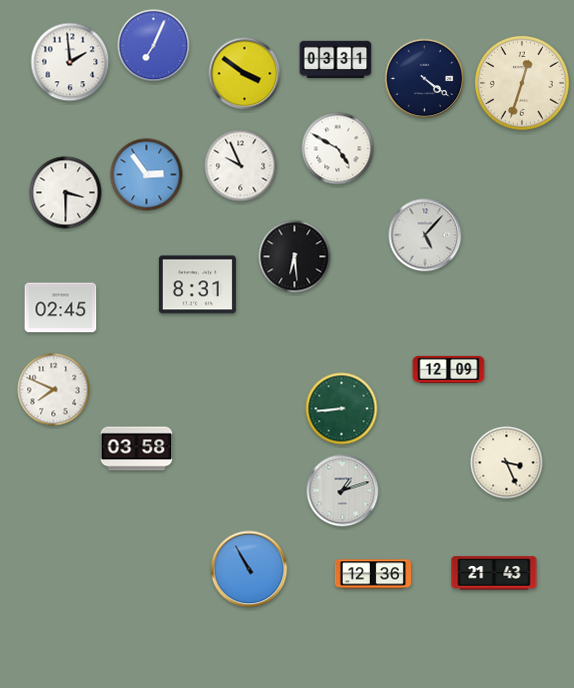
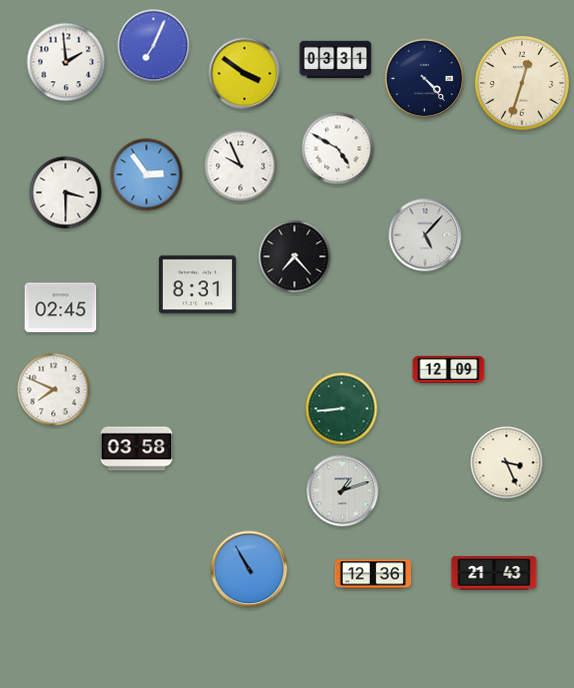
clock at (70, 62) position: (70, 62) -> (66, 62)
clock at (425, 79): 4:21 -> 4:23
clock at (295, 257): 6:29 -> 7:23
